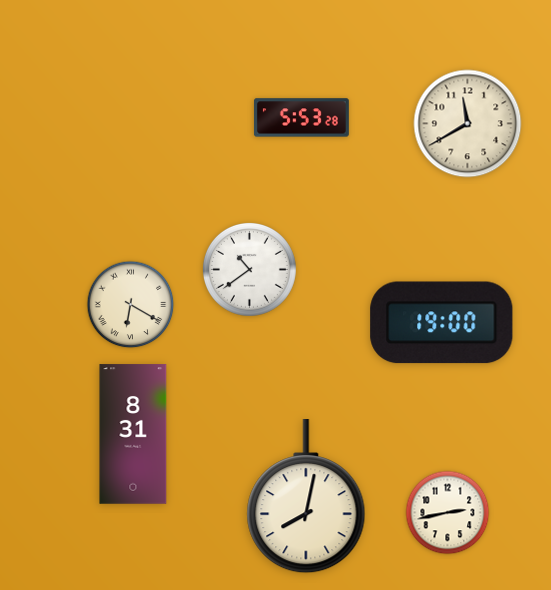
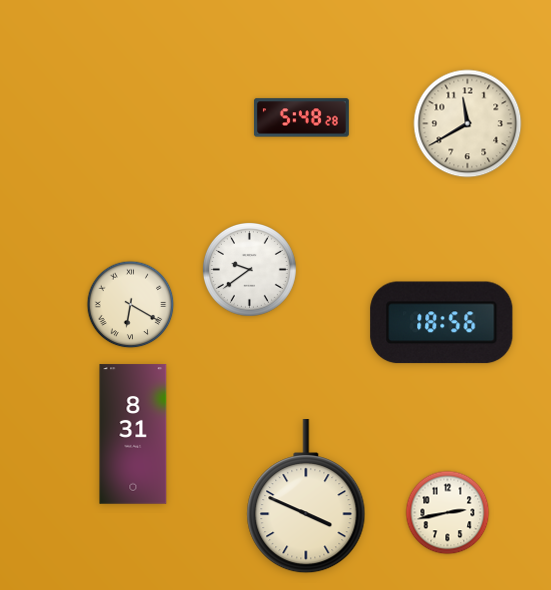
clock at (301, 118): 5:53 -> 5:48
clock at (249, 269): 10:39 -> 9:39
clock at (442, 323): 19:00 -> 18:56
clock at (306, 497): 8:02 -> 3:49
